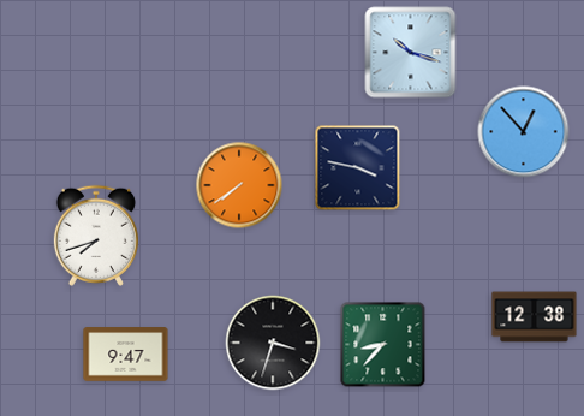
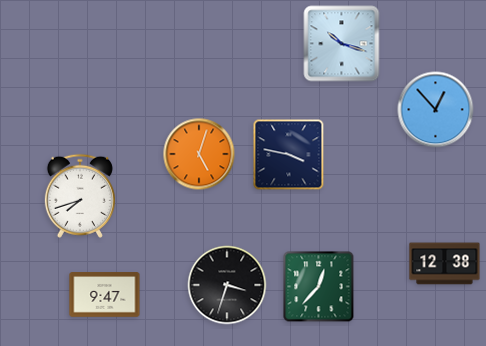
clock at (358, 168) position: (358, 168) -> (289, 155)
clock at (239, 185): 7:39 -> 5:03
clock at (383, 345): 8:37 -> 12:37
